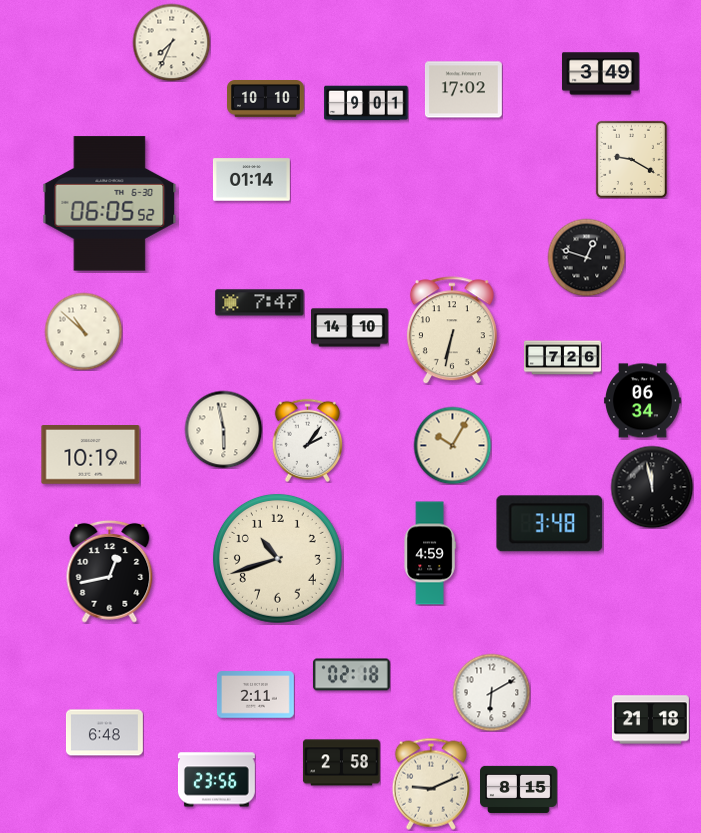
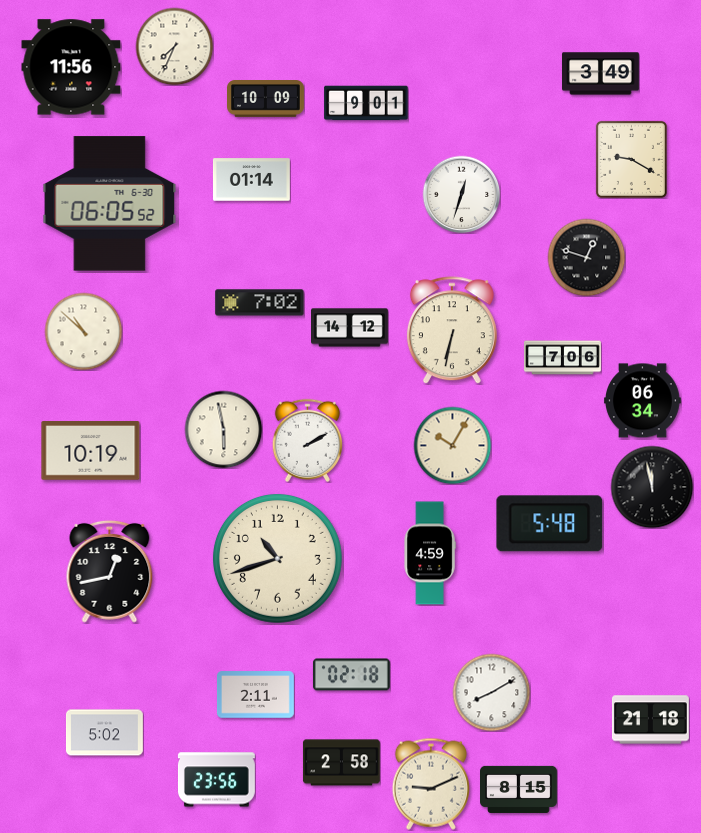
clock at (171, 42) position: (171, 42) -> (174, 46)
clock at (71, 67): none -> 11:56
clock at (463, 90): 17:02 -> none
clock at (266, 99): 10:10 -> 10:09
clock at (461, 194): none -> 12:33
clock at (260, 303): 7:47 -> 7:02
clock at (350, 328): 14:10 -> 14:12
clock at (563, 358): 7:26 -> 7:06
clock at (307, 440): 2:06 -> 2:10
clock at (91, 455) position: (91, 455) -> (91, 451)
clock at (550, 524): 3:48 -> 5:48
clock at (491, 692): 6:10 -> 8:10
clock at (104, 733): 6:48 -> 5:02
